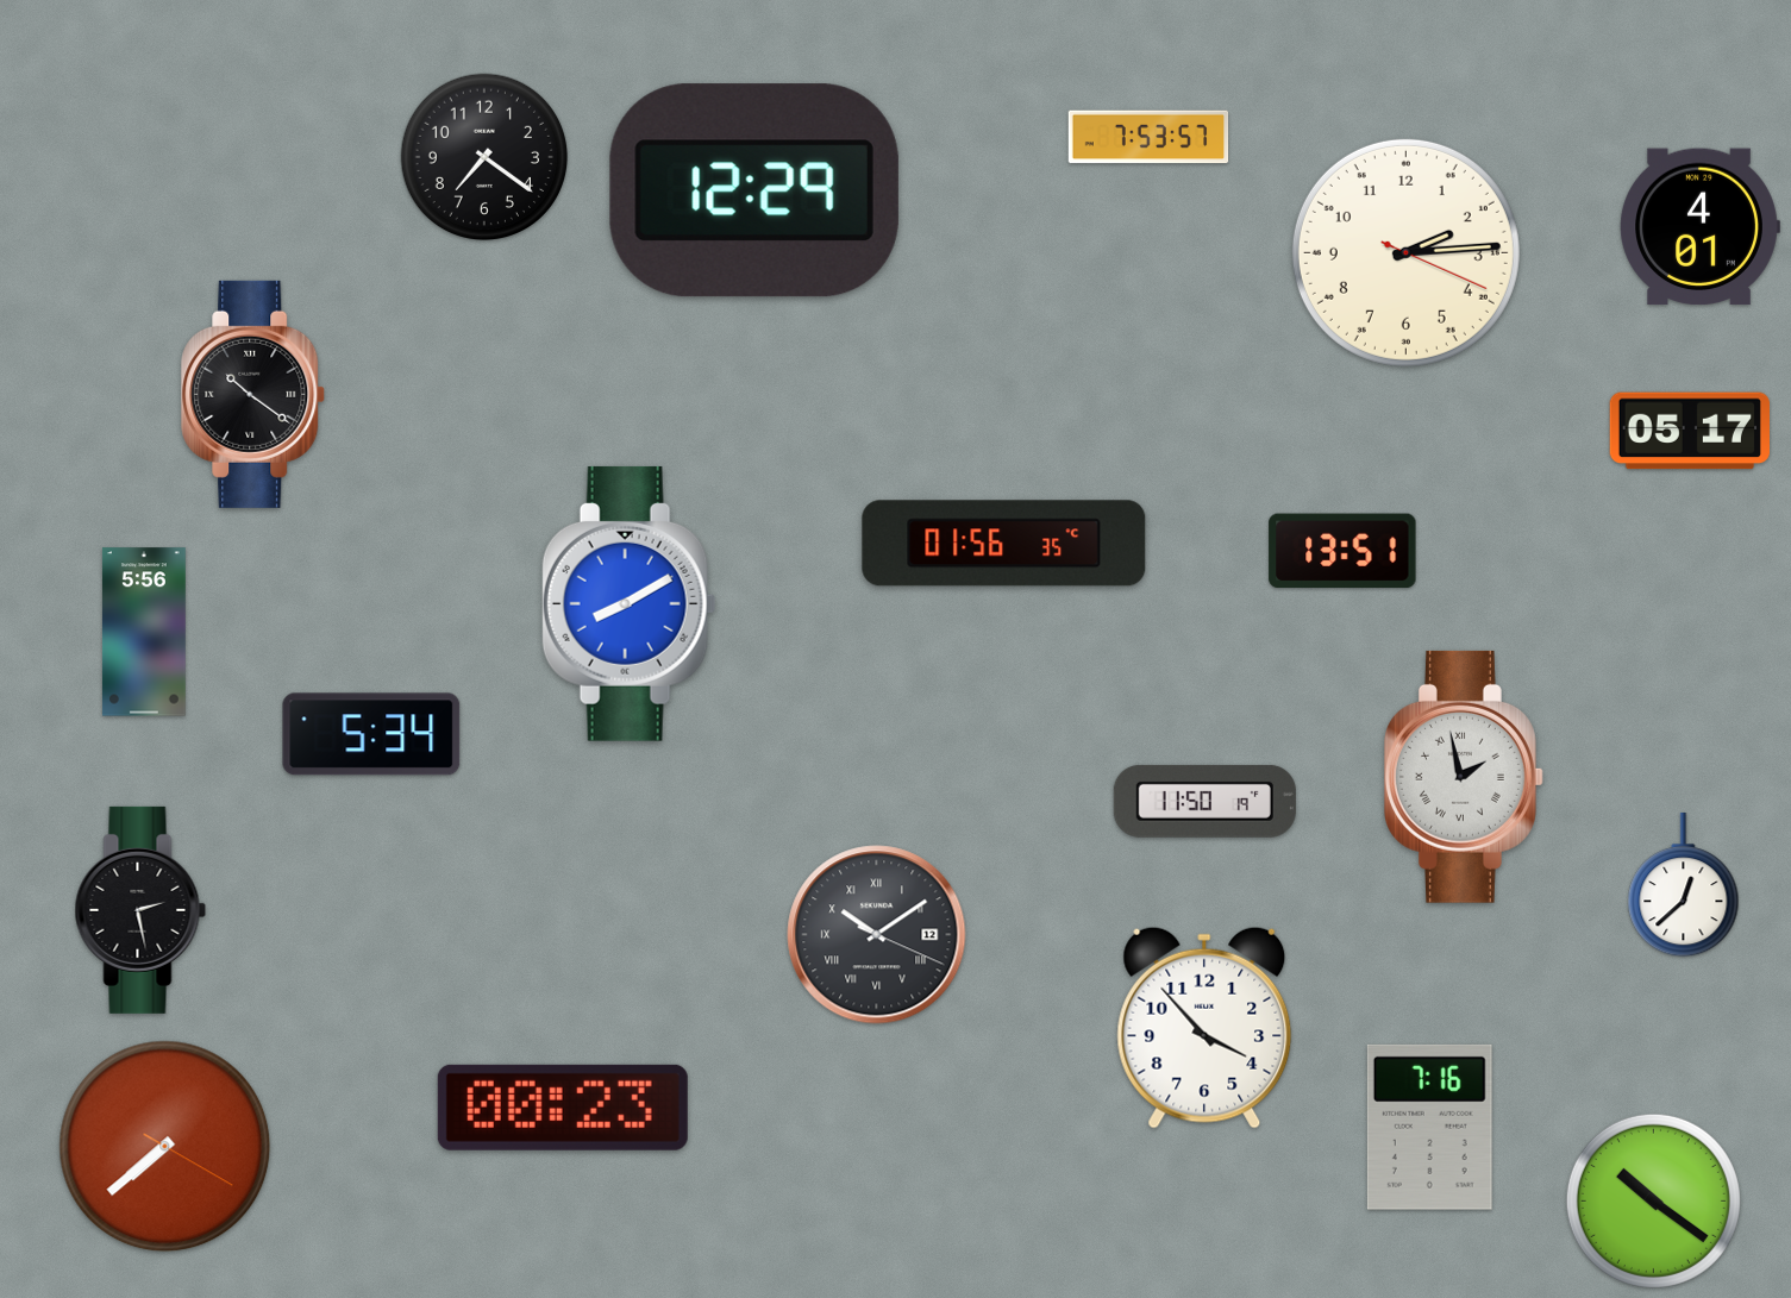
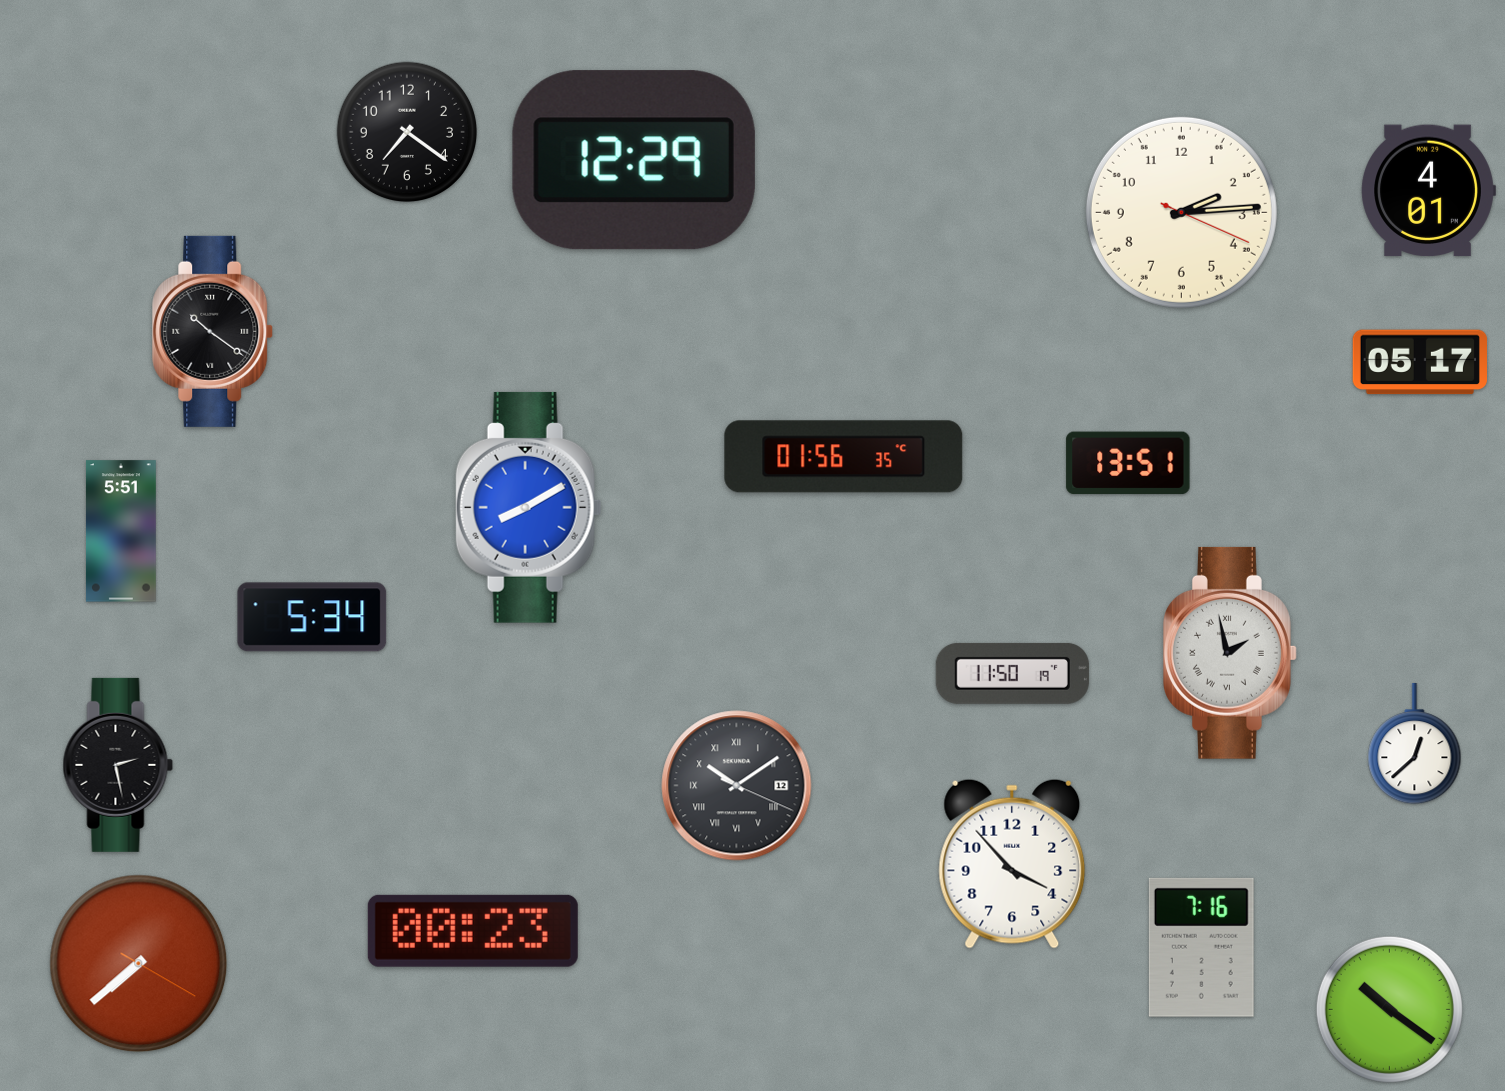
clock at (1148, 137): 7:53 -> none
clock at (144, 632): 5:56 -> 5:51
